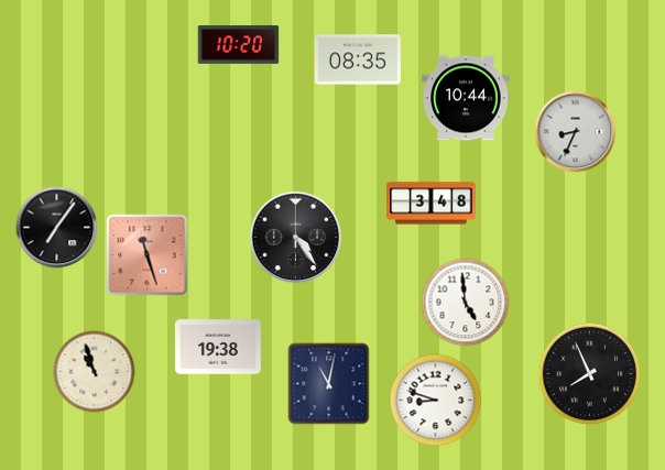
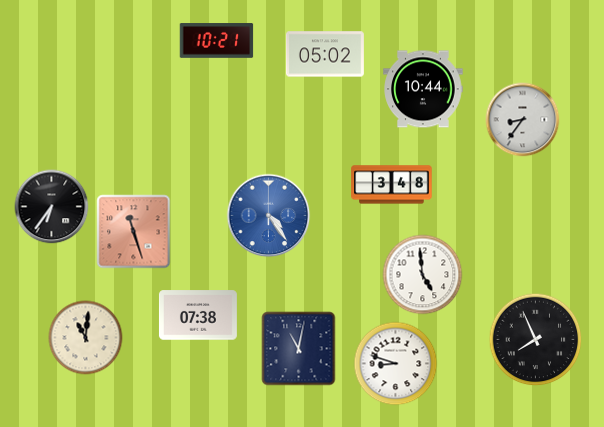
clock at (239, 45): 10:20 -> 10:21
clock at (358, 59): 08:35 -> 05:02
clock at (576, 132): 8:34 -> 8:36
clock at (57, 228): 7:06 -> 6:36
clock at (296, 238) dial: black -> blue
clock at (218, 347): 19:38 -> 07:38
clock at (95, 372): 10:57 -> 11:01
